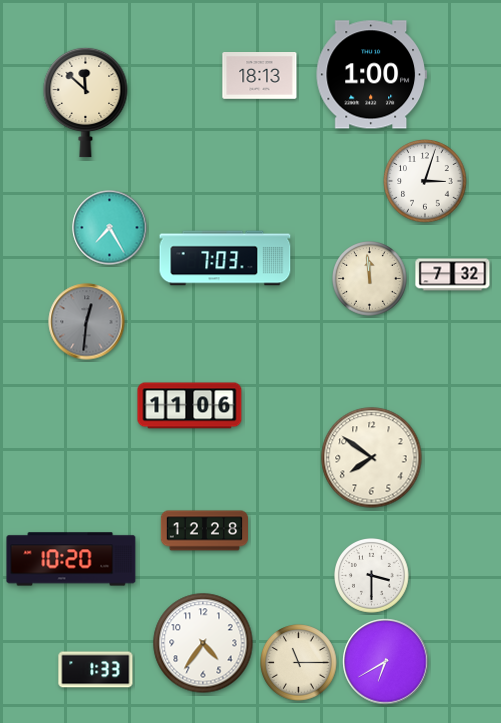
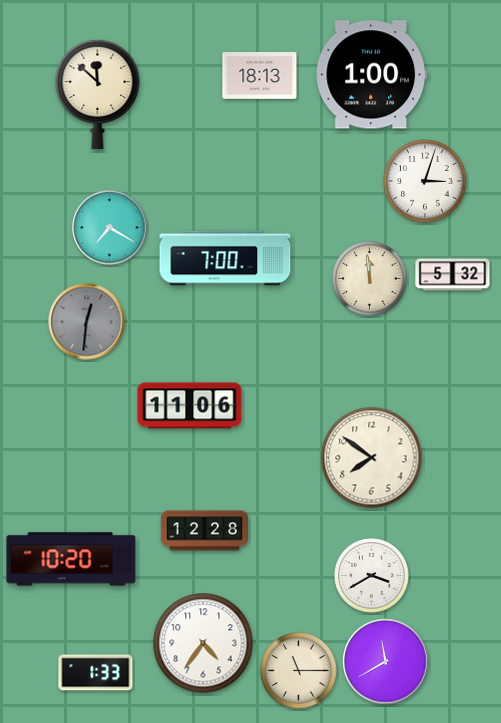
clock at (86, 102) position: (86, 102) -> (98, 94)
clock at (110, 228): 7:25 -> 7:20
clock at (225, 258): 7:03 -> 7:00
clock at (453, 275): 7:32 -> 5:32
clock at (372, 576): 3:30 -> 3:40
clock at (386, 662): 6:40 -> 11:40
clock at (299, 663) position: (299, 663) -> (299, 671)
clock at (96, 670) position: (96, 670) -> (96, 673)
